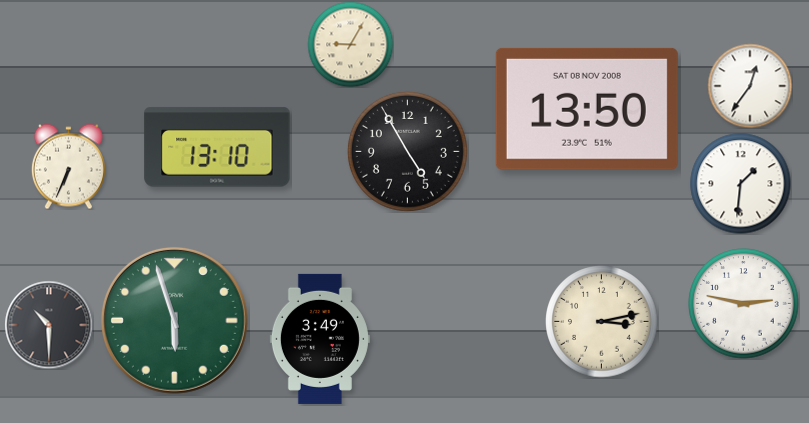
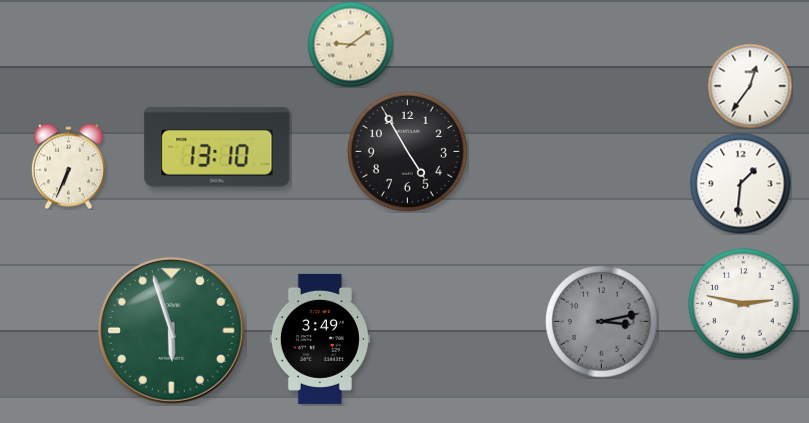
clock at (350, 44): 9:05 -> 9:09
clock at (587, 109): 13:50 -> none
clock at (174, 320) position: (174, 320) -> (171, 330)
clock at (602, 322) dial: cream -> grey
clock at (49, 325): 10:30 -> none
